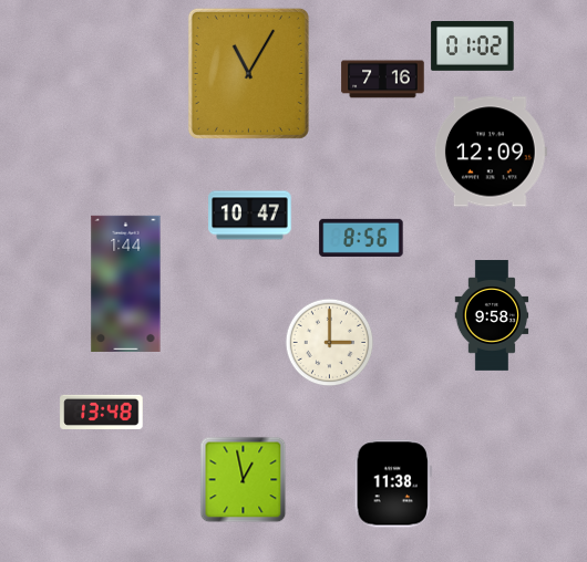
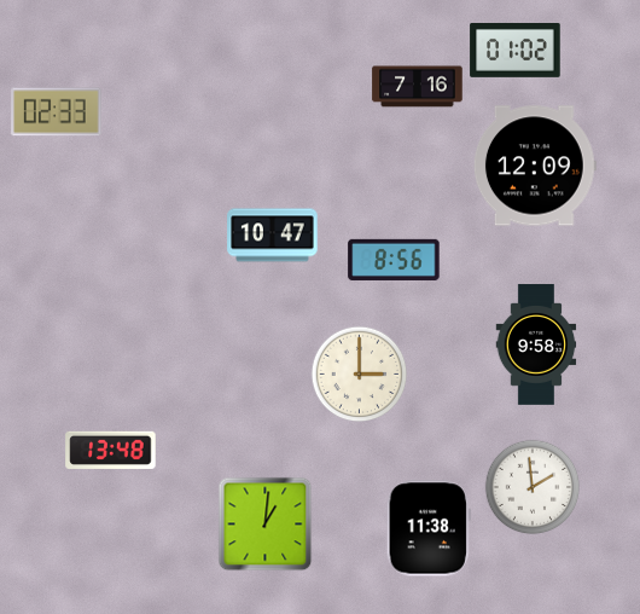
clock at (248, 73): 11:05 -> none
clock at (57, 112): none -> 02:33
clock at (126, 283): 1:44 -> none
clock at (533, 487): none -> 1:59
clock at (244, 480): 12:58 -> 1:01
